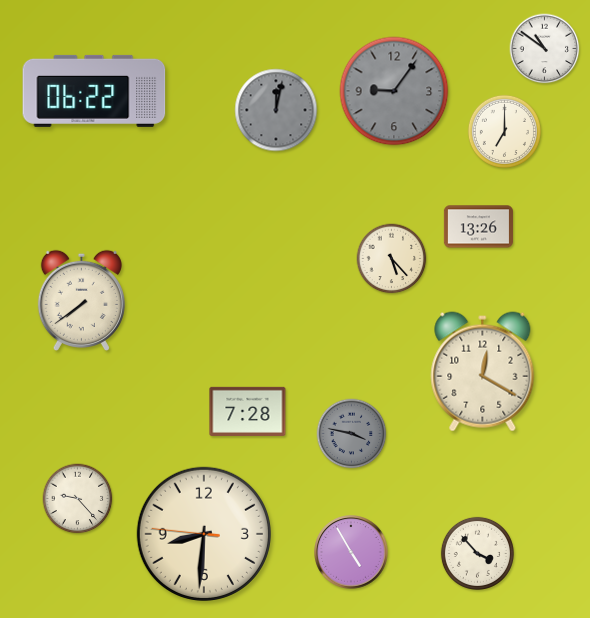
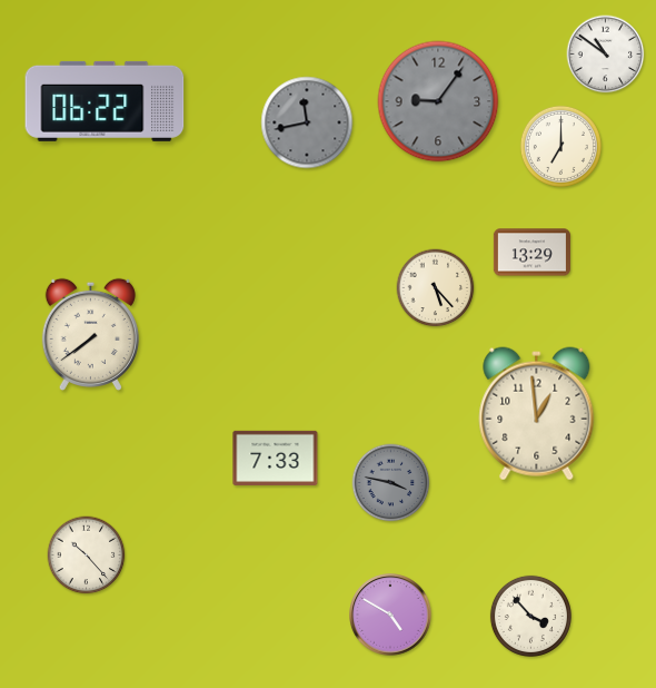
clock at (276, 110): 12:02 -> 11:43
clock at (478, 227): 13:26 -> 13:29
clock at (483, 372): 12:20 -> 12:59
clock at (248, 411): 7:28 -> 7:33
clock at (78, 499): 9:23 -> 10:23
clock at (204, 534): 8:30 -> none
clock at (351, 552): 4:55 -> 4:50
